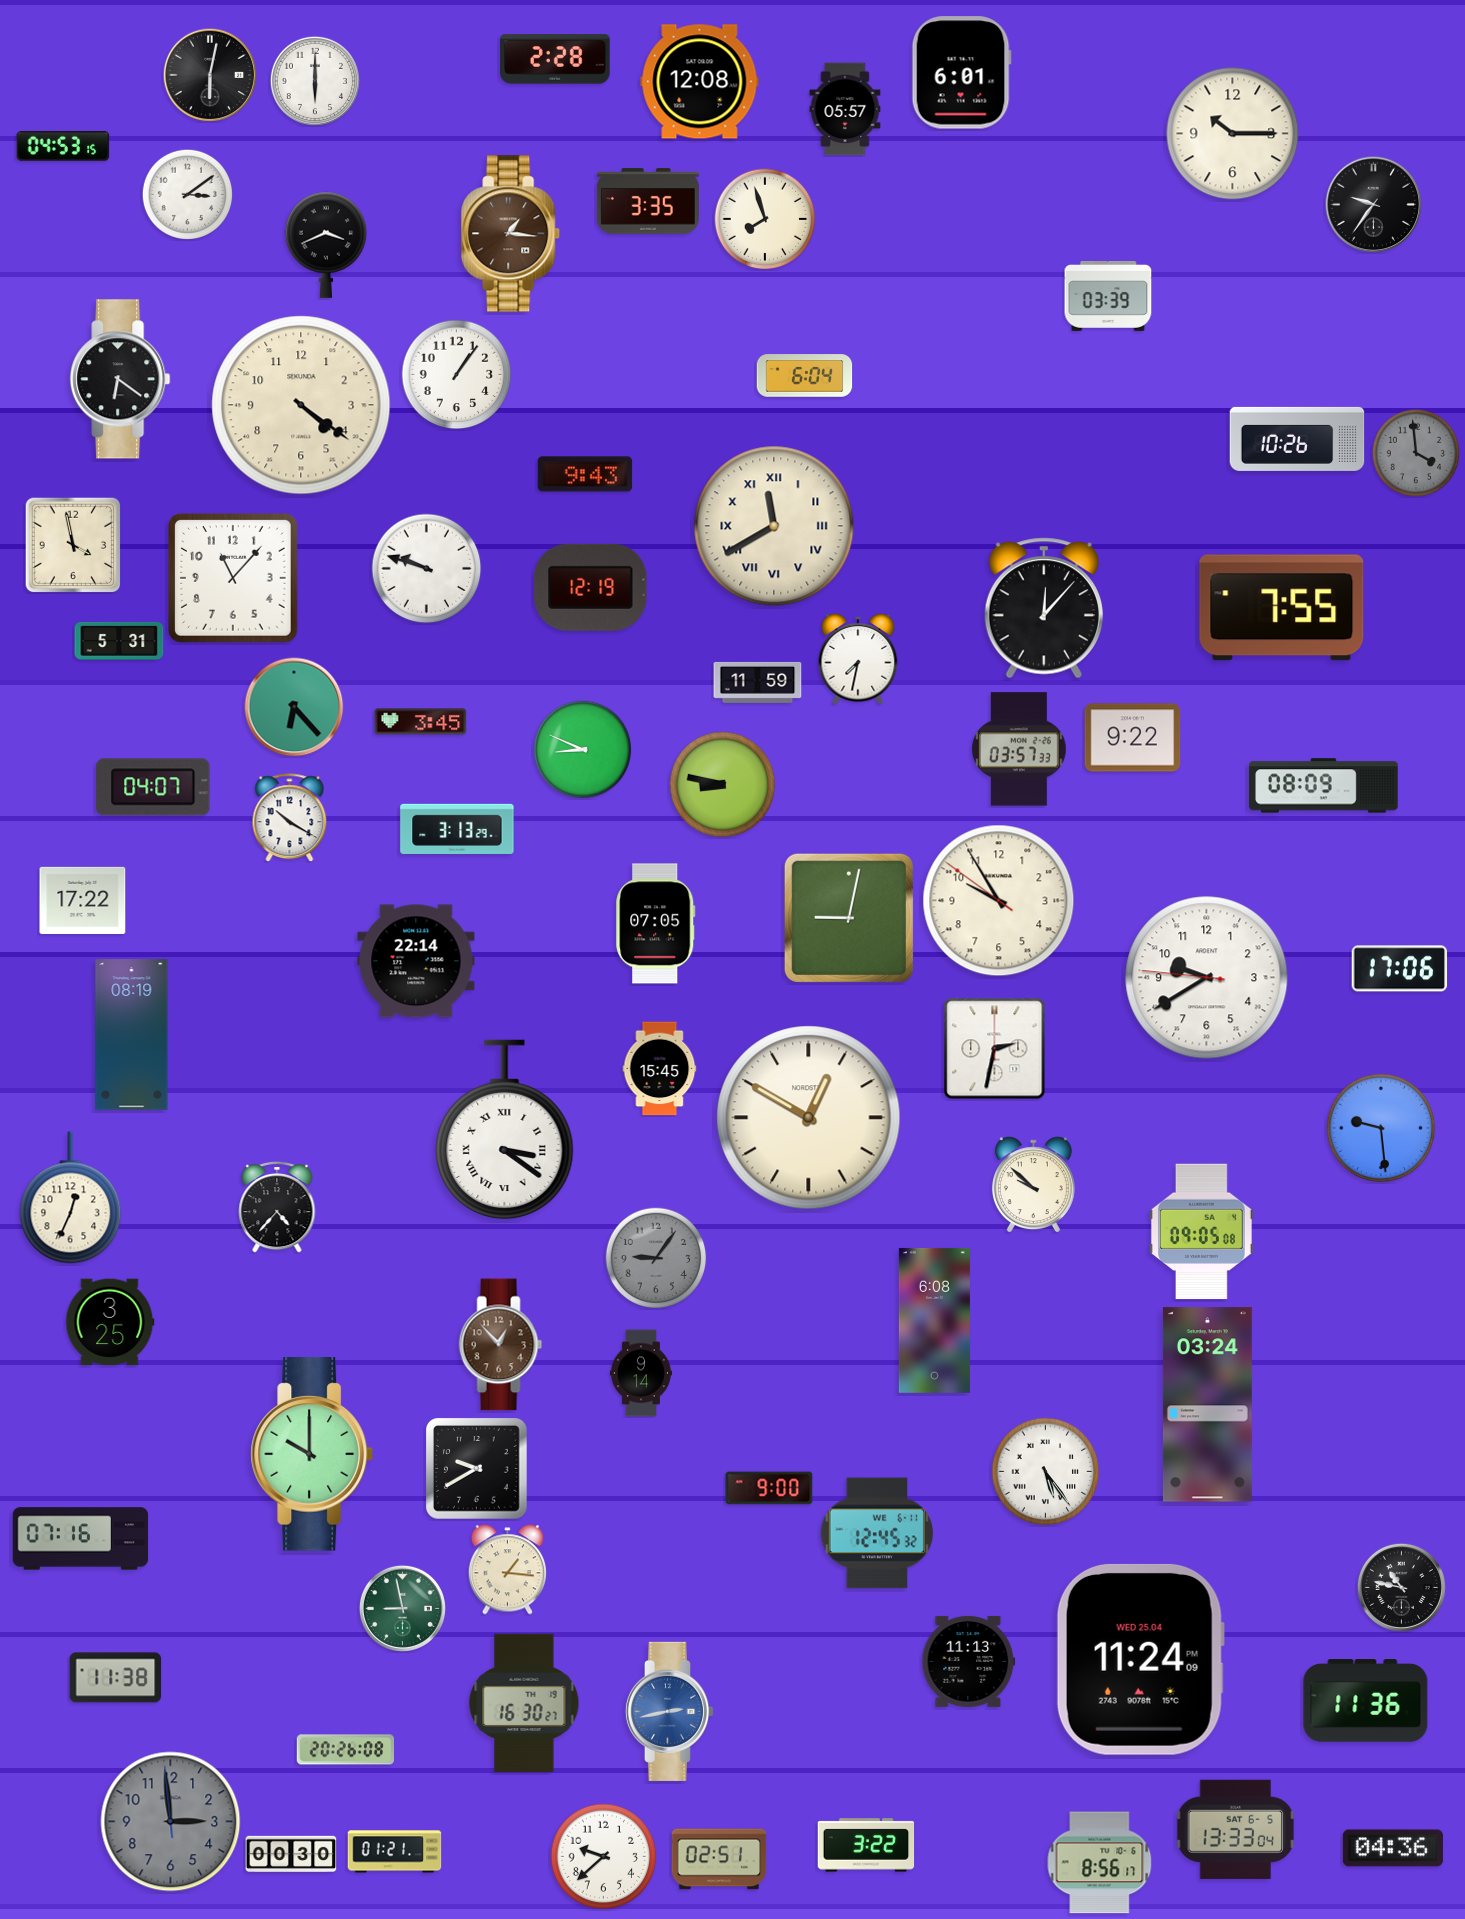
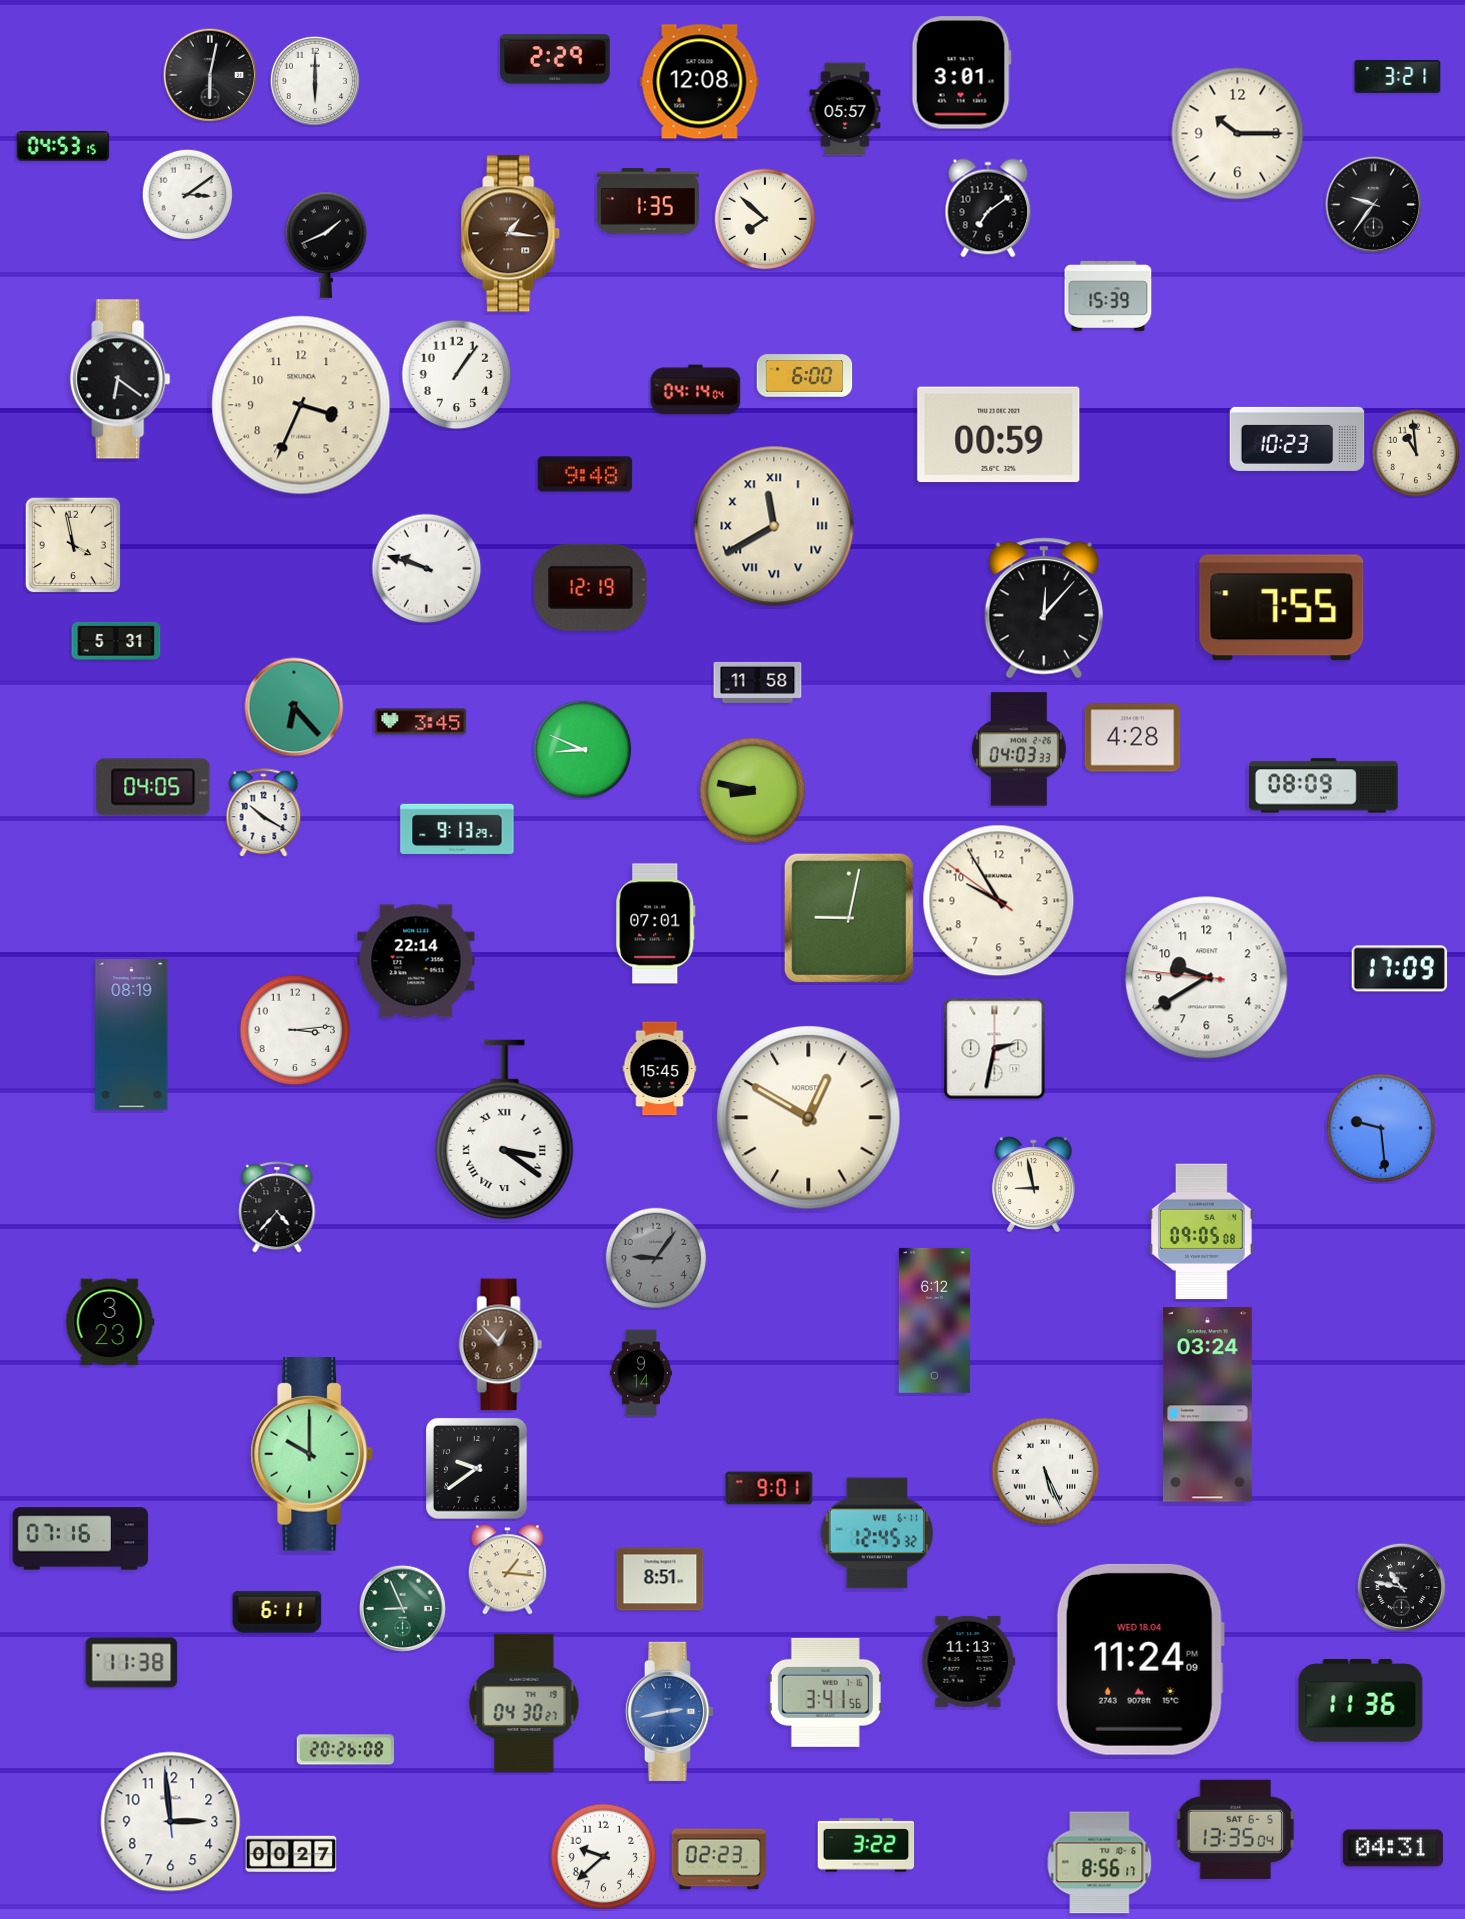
clock at (555, 59): 2:28 -> 2:29
clock at (961, 73): 6:01 -> 3:01
clock at (1398, 76): none -> 3:21
clock at (1233, 134) position: (1233, 134) -> (1238, 134)
clock at (648, 201): 3:35 -> 1:35
clock at (988, 208): none -> 7:09
clock at (765, 219): 7:57 -> 7:52
clock at (326, 245): 3:41 -> 1:41
clock at (1108, 296): 03:39 -> 15:39
clock at (805, 376): 6:04 -> 6:00
clock at (696, 390): none -> 04:14
clock at (301, 405): 4:21 -> 3:34
clock at (999, 435): none -> 00:59
clock at (1297, 439): 10:26 -> 10:23
clock at (1416, 453): 3:59 -> 10:59
clock at (1416, 453) dial: grey -> cream
clock at (585, 474): 9:43 -> 9:48
clock at (234, 579): 11:07 -> none
clock at (119, 641) position: (119, 641) -> (116, 641)
clock at (858, 659): 7:32 -> none
clock at (758, 682): 11:59 -> 11:58
clock at (1133, 738): 9:22 -> 4:28
clock at (1019, 749): 03:57 -> 04:03
clock at (723, 785) position: (723, 785) -> (753, 791)
clock at (153, 787): 04:07 -> 04:05
clock at (290, 818) position: (290, 818) -> (264, 813)
clock at (457, 829): 3:13 -> 9:13
clock at (83, 900): 17:22 -> none
clock at (656, 924): 07:05 -> 07:01
clock at (1400, 969): 17:06 -> 17:09
clock at (295, 1030): none -> 3:14
clock at (1033, 1185): 9:52 -> 8:58
clock at (71, 1198): 12:34 -> none
clock at (934, 1320): 6:08 -> 6:12
clock at (110, 1322): 3:25 -> 3:23
clock at (477, 1469): 9:40 -> 9:39
clock at (1046, 1472): 5:24 -> 5:26
clock at (769, 1488): 9:00 -> 9:01
clock at (660, 1579): none -> 8:51
clock at (402, 1608): 8:58 -> 8:56
clock at (277, 1612): none -> 6:11
clock at (1140, 1659) date: WED 25.04 -> WED 18.04
clock at (116, 1678) position: (116, 1678) -> (132, 1663)
clock at (825, 1692): none -> 3:41
clock at (1366, 1701) position: (1366, 1701) -> (1361, 1701)
clock at (524, 1703): 16:30 -> 04:30
clock at (171, 1822) dial: grey -> white
clock at (1236, 1829): 13:33 -> 13:35
clock at (1393, 1848): 04:36 -> 04:31
clock at (395, 1852): 01:21 -> none
clock at (291, 1853): 00:30 -> 00:27
clock at (719, 1859): 02:51 -> 02:23
